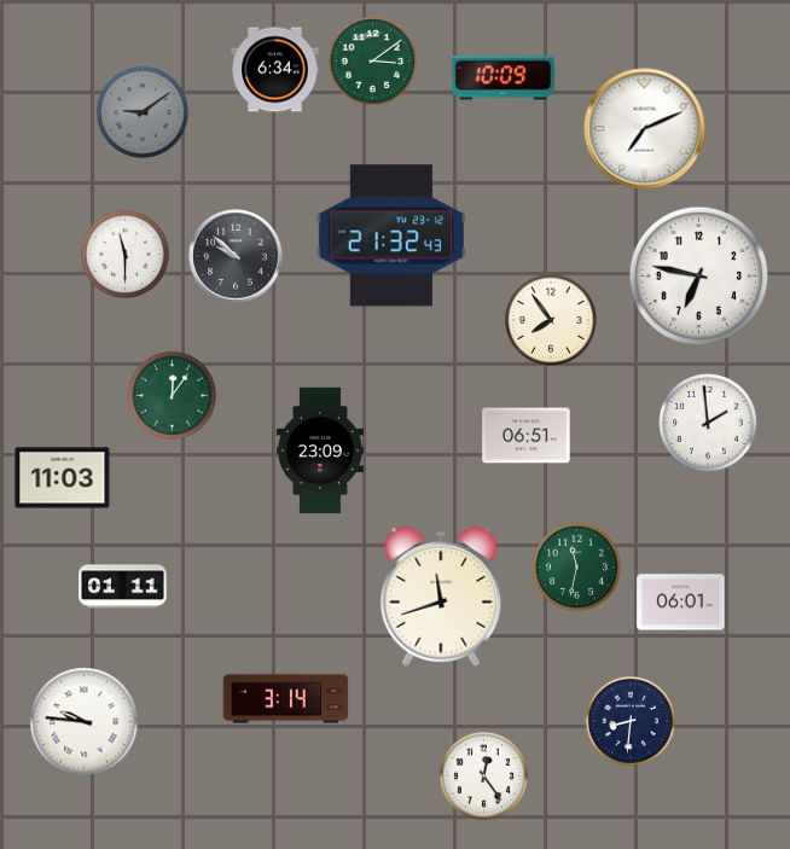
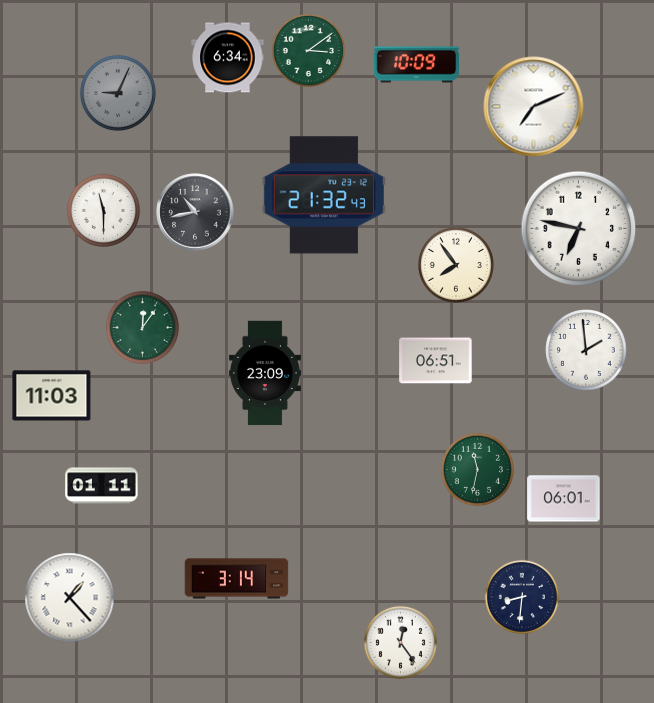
clock at (143, 112): 9:09 -> 9:04
clock at (236, 256): 9:52 -> 10:43
clock at (441, 597): 11:42 -> none
clock at (85, 722): 9:46 -> 1:23
